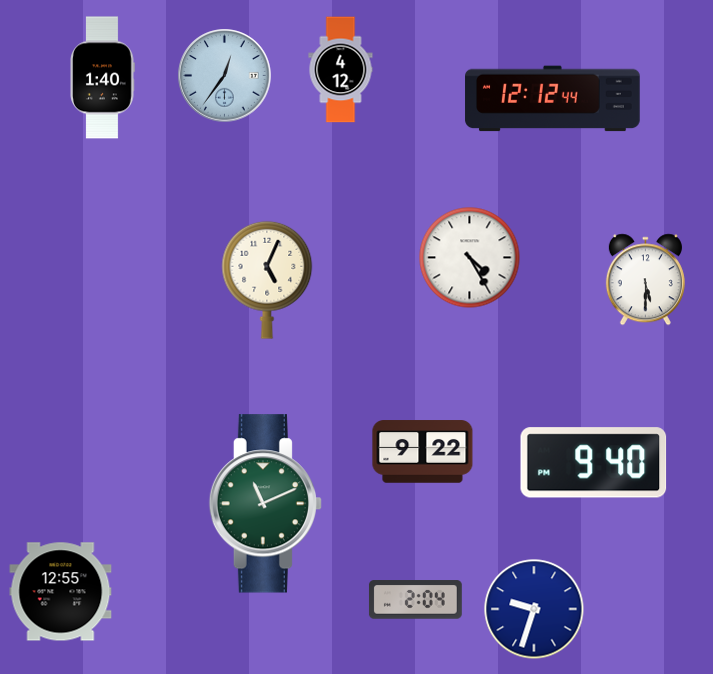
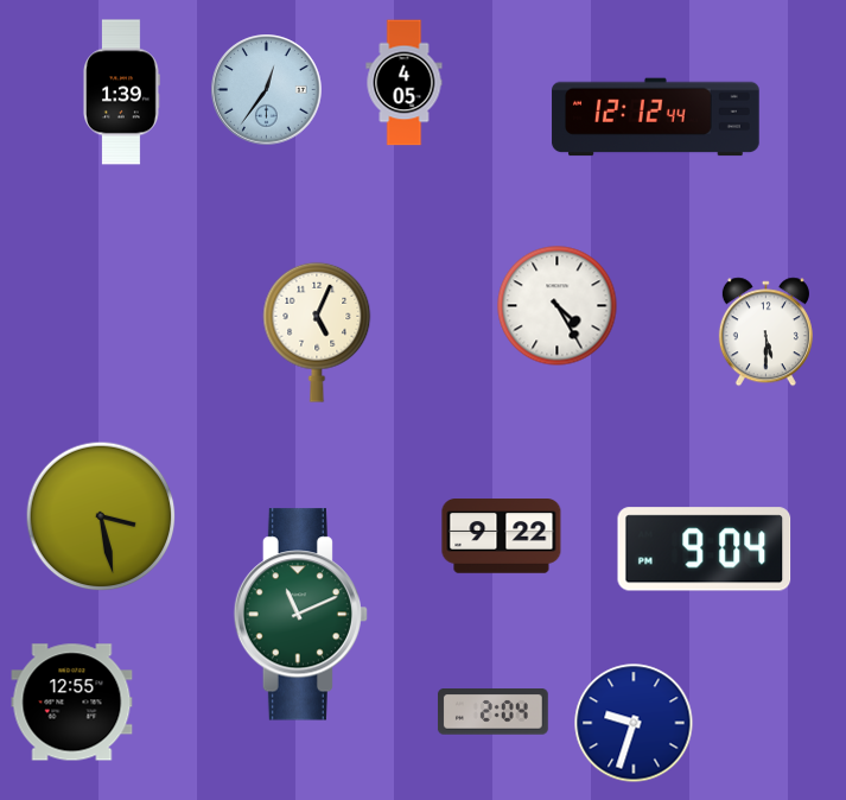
clock at (341, 70): 4:12 -> 4:05
clock at (103, 78): 1:40 -> 1:39
clock at (101, 516): none -> 3:28
clock at (594, 463): 9:40 -> 9:04
clock at (265, 504) position: (265, 504) -> (300, 615)
